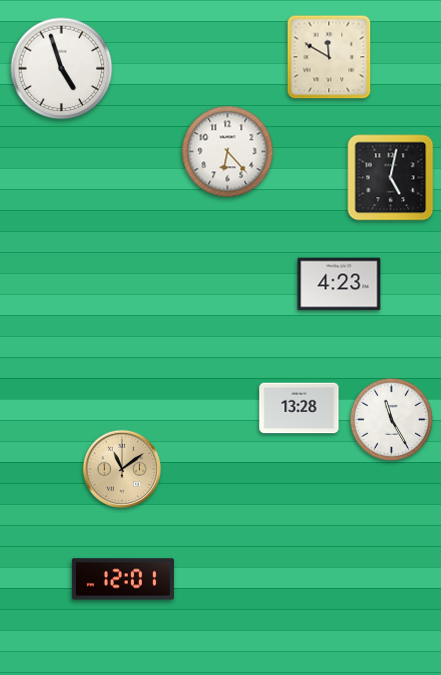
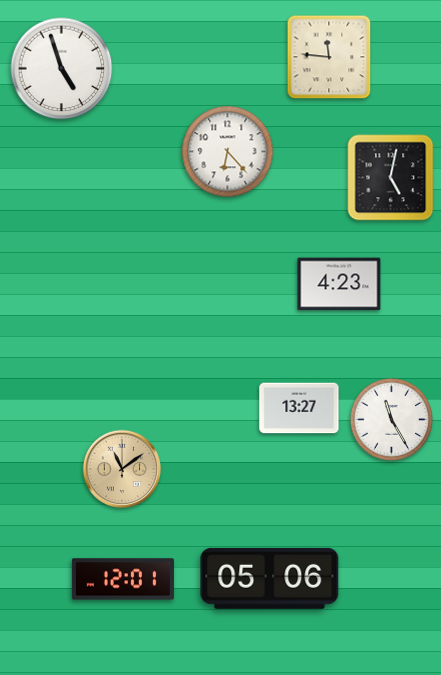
clock at (329, 57): 11:50 -> 11:46
clock at (299, 408): 13:28 -> 13:27
clock at (270, 578): none -> 05:06
